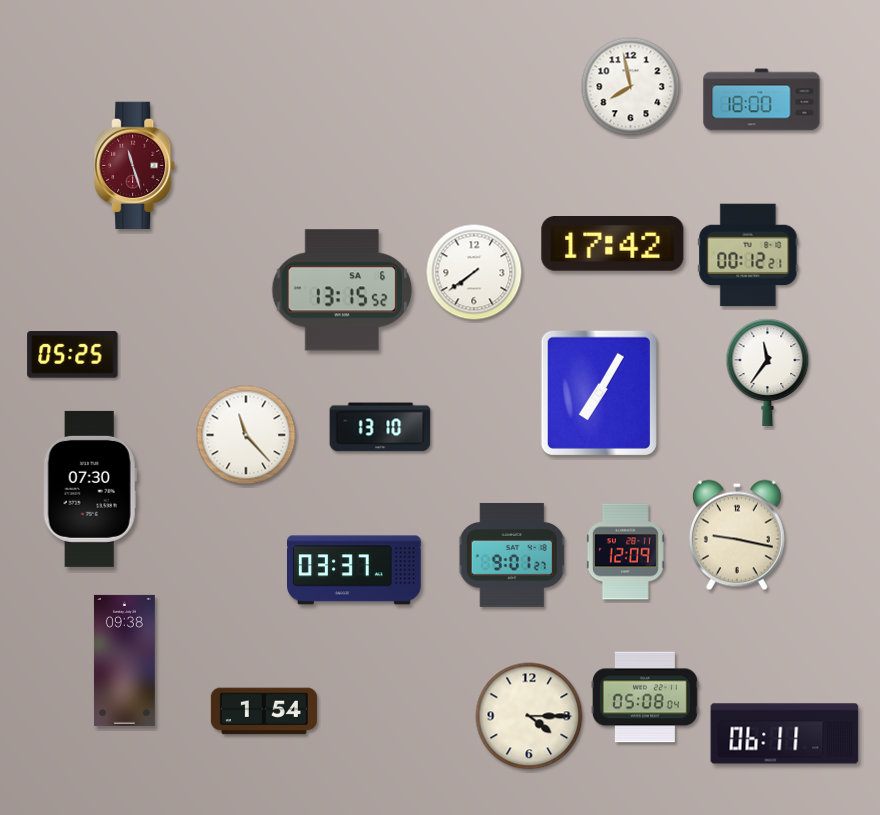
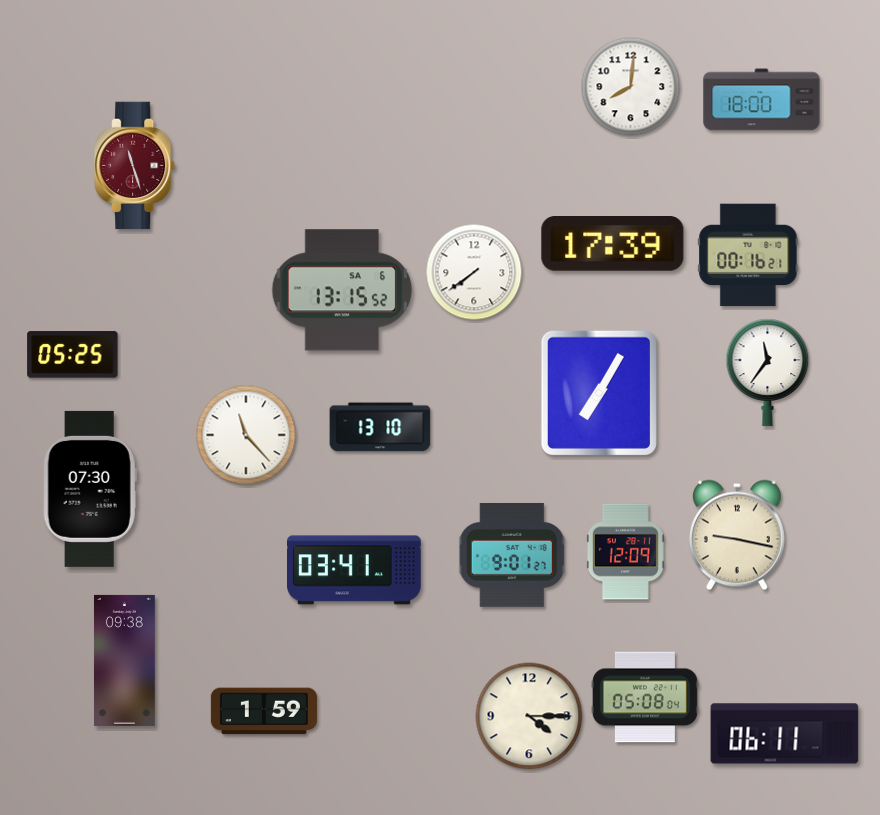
clock at (631, 87): 7:58 -> 8:01
clock at (613, 244): 17:42 -> 17:39
clock at (748, 255): 00:12 -> 00:16
clock at (355, 570): 03:37 -> 03:41
clock at (264, 711): 1:54 -> 1:59
